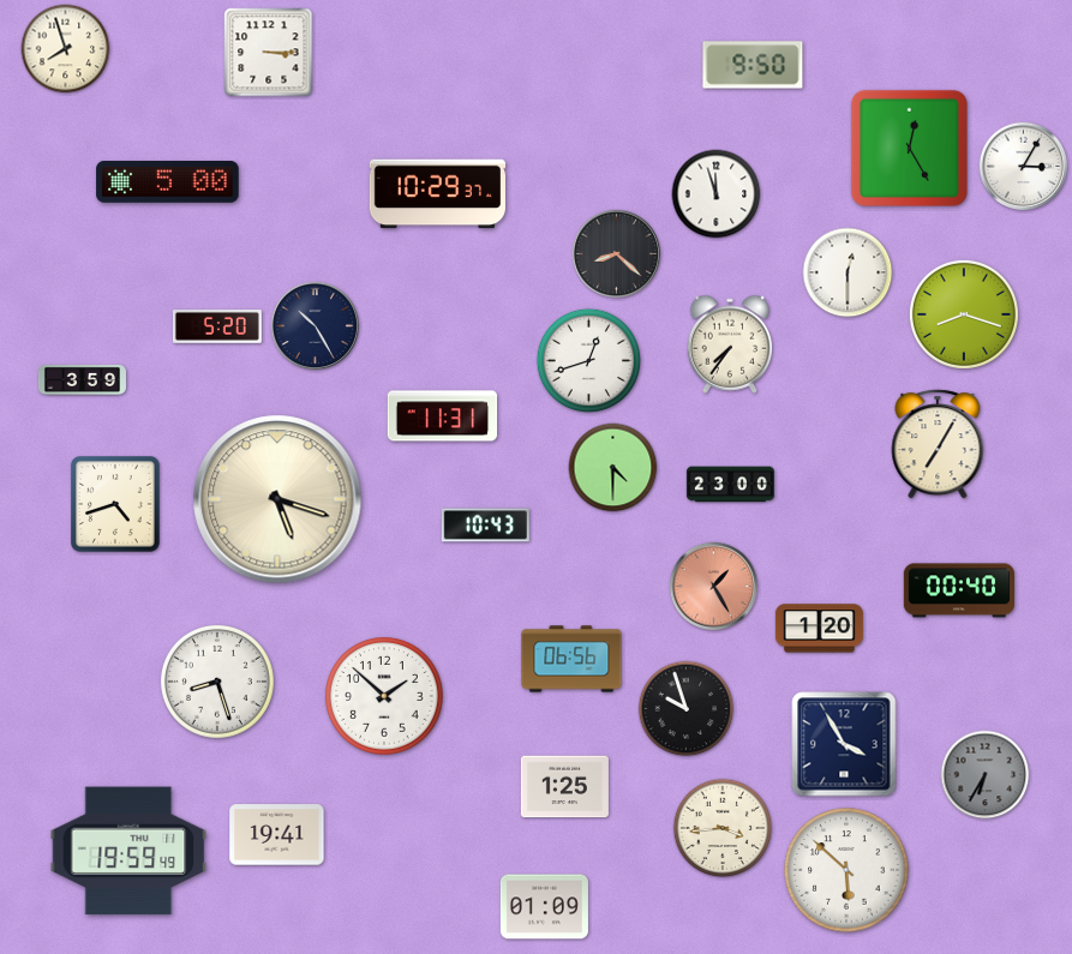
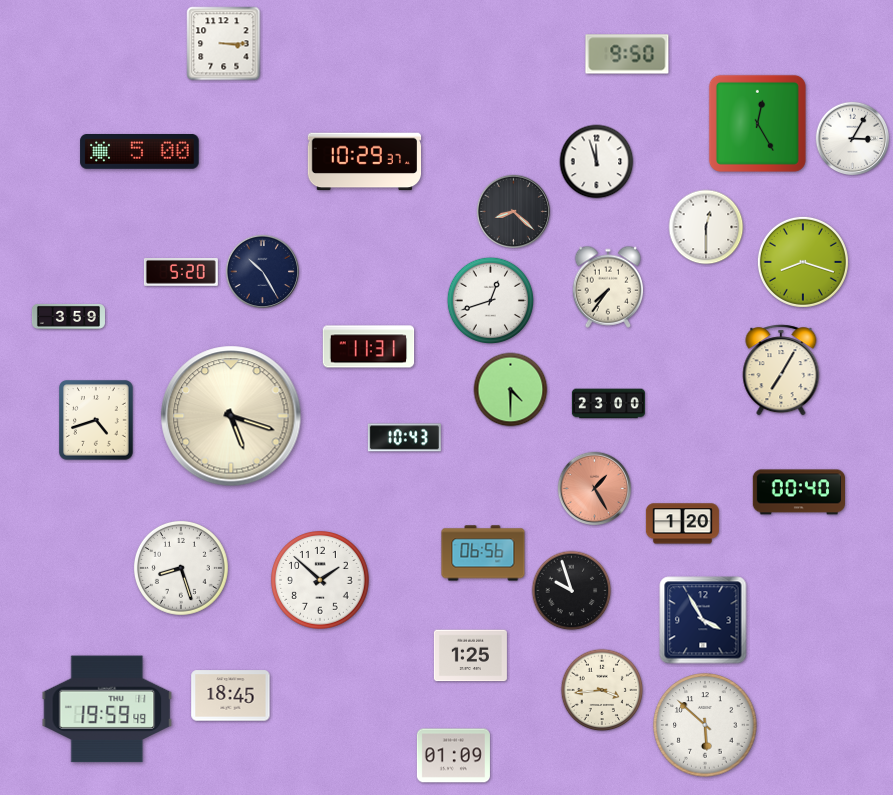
clock at (66, 49): 7:57 -> none
clock at (571, 659) position: (571, 659) -> (483, 553)
clock at (986, 775): 6:35 -> none
clock at (277, 835): 19:41 -> 18:45
